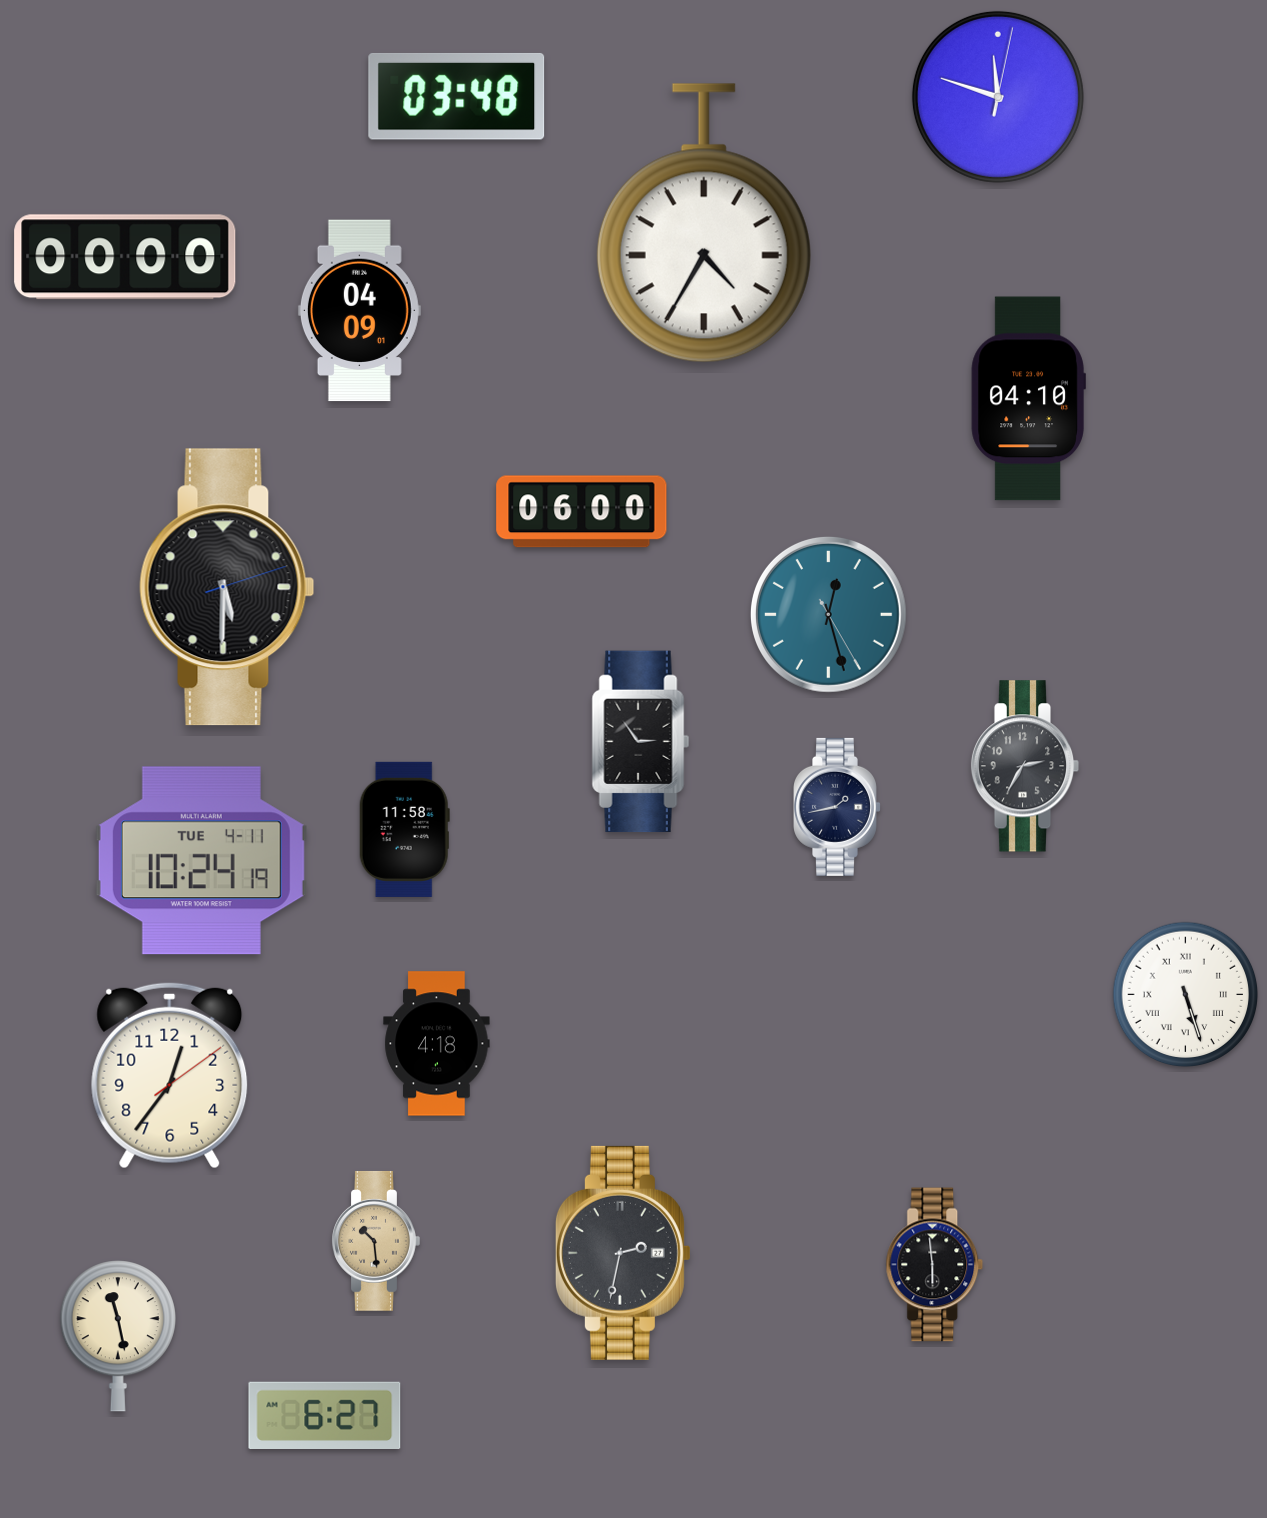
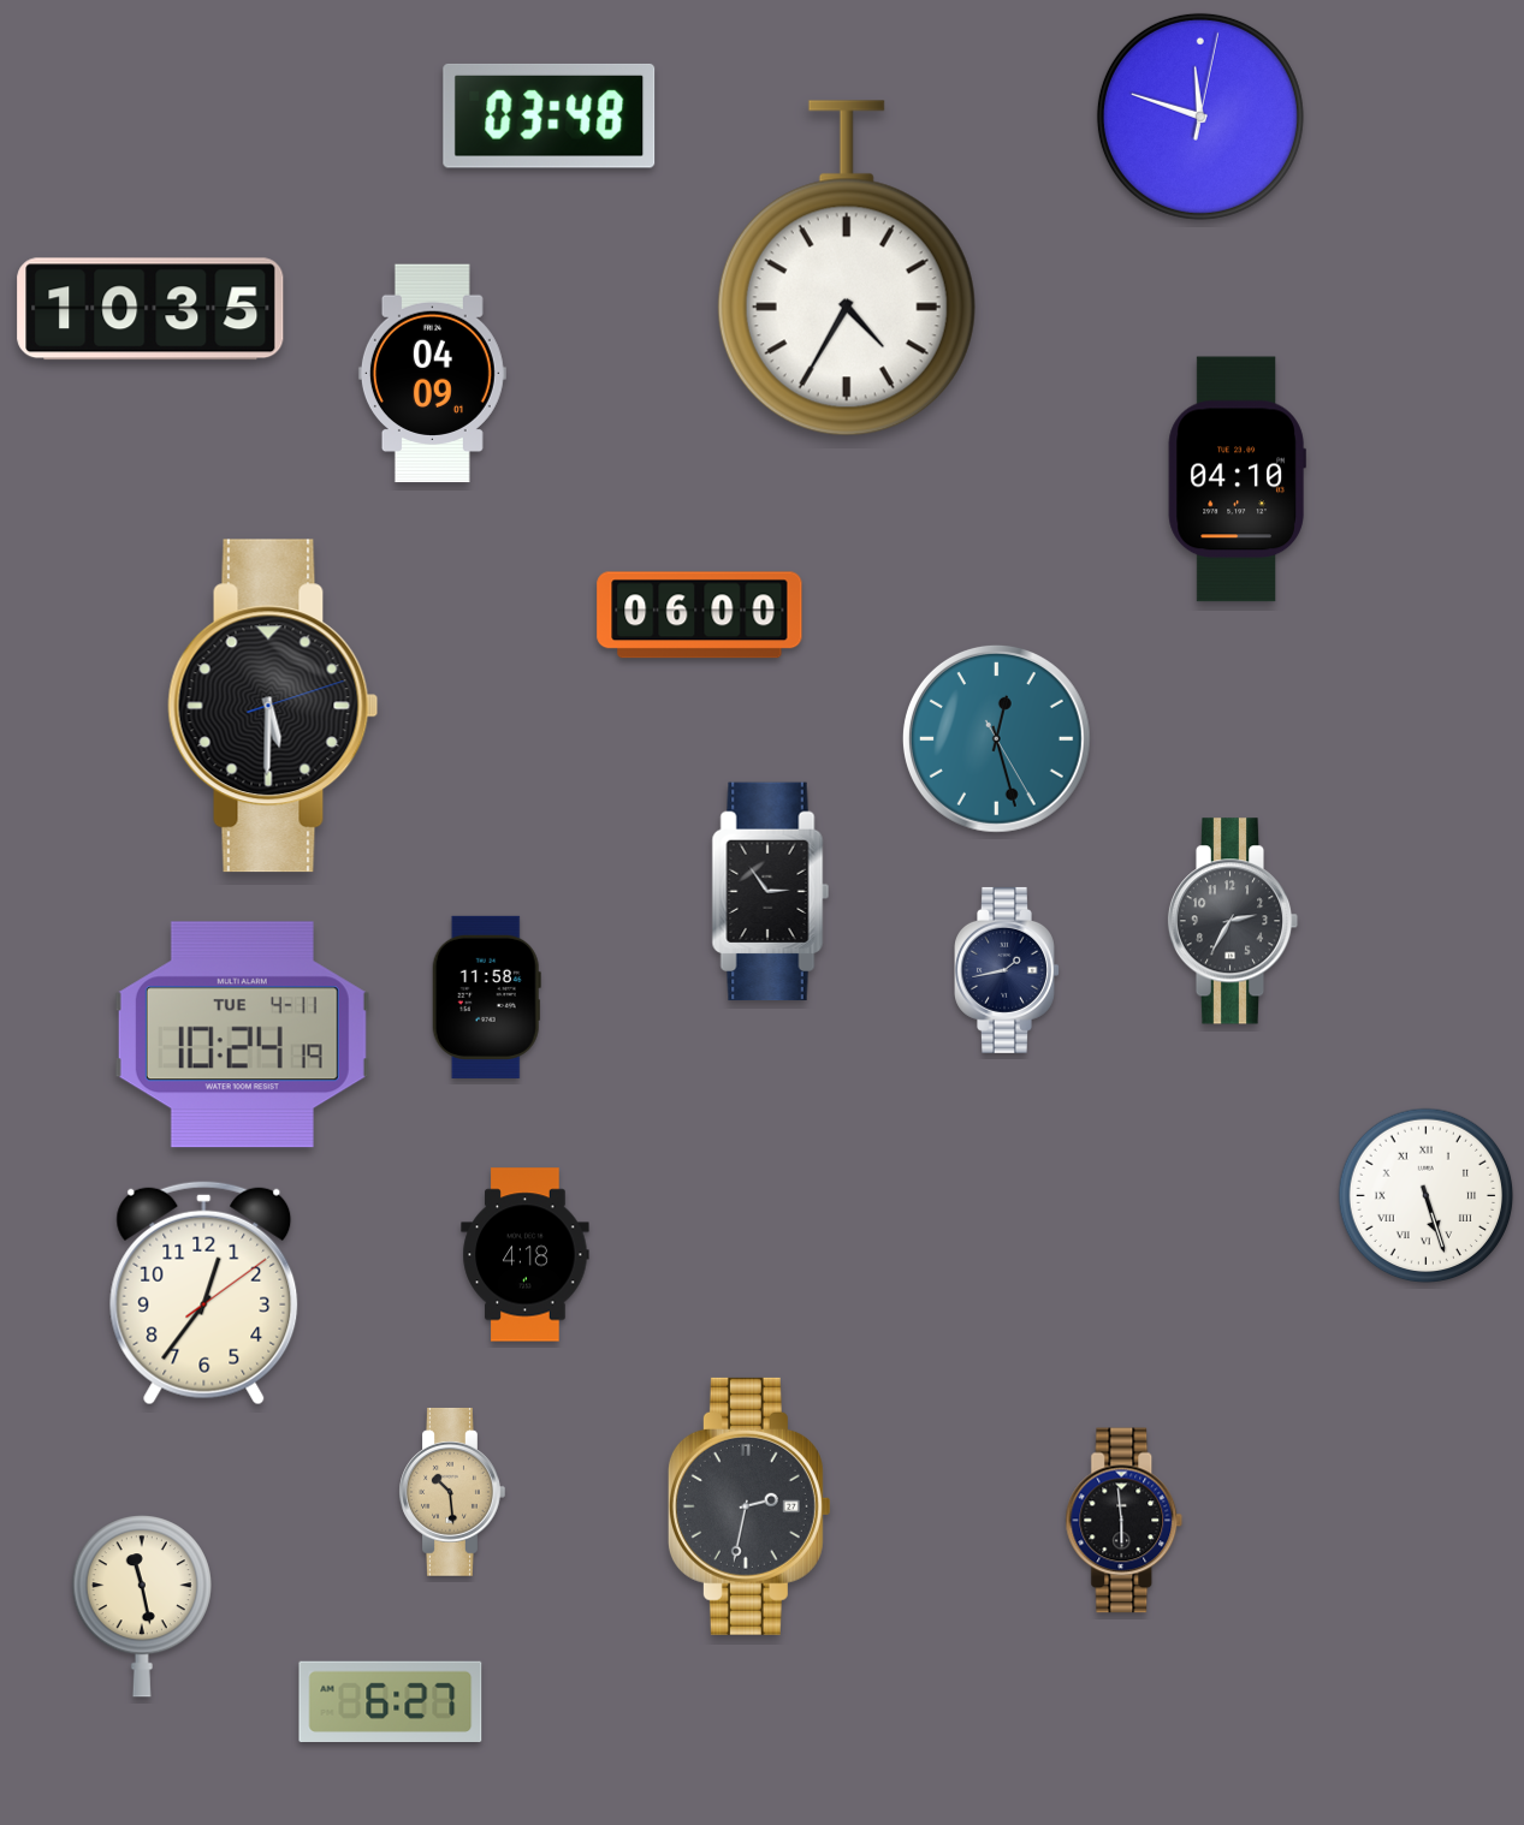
clock at (125, 257): 00:00 -> 10:35
